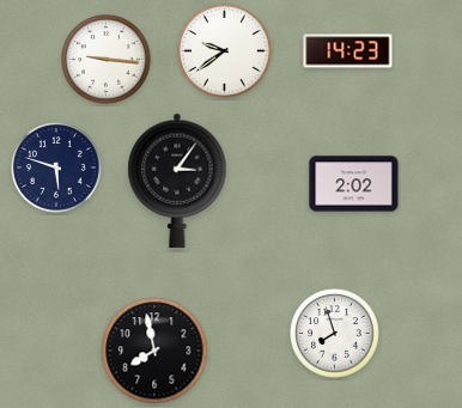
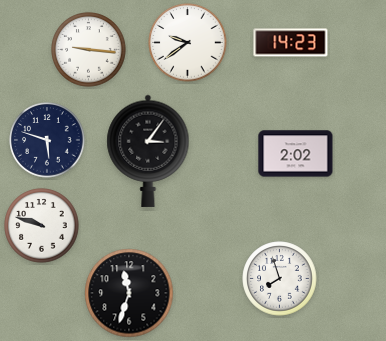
clock at (42, 226): none -> 9:48
clock at (154, 351): 7:58 -> 11:33
